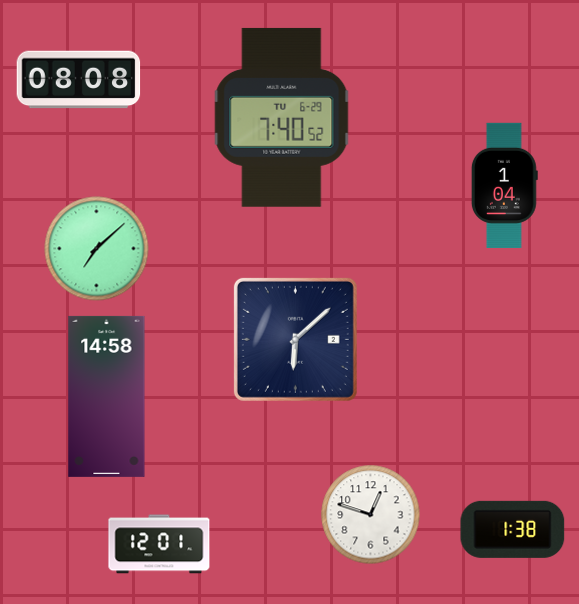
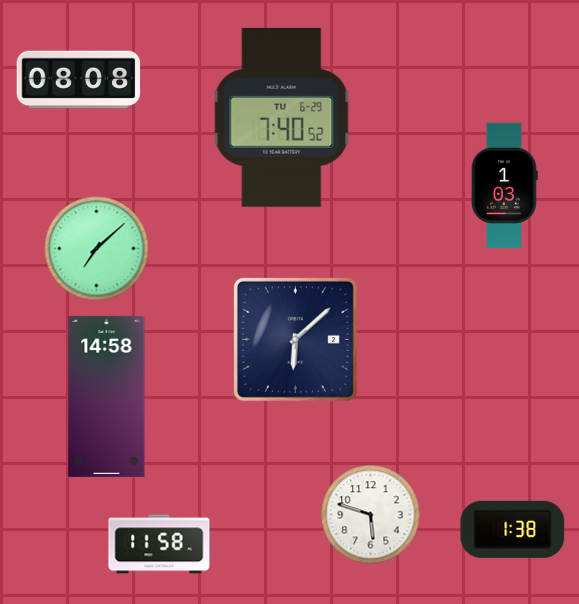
clock at (504, 185): 1:04 -> 1:03
clock at (371, 515): 12:48 -> 5:48
clock at (159, 544): 12:01 -> 11:58
